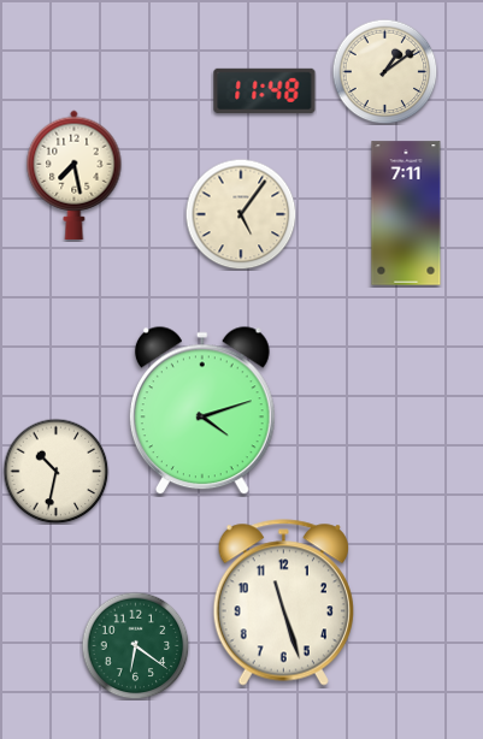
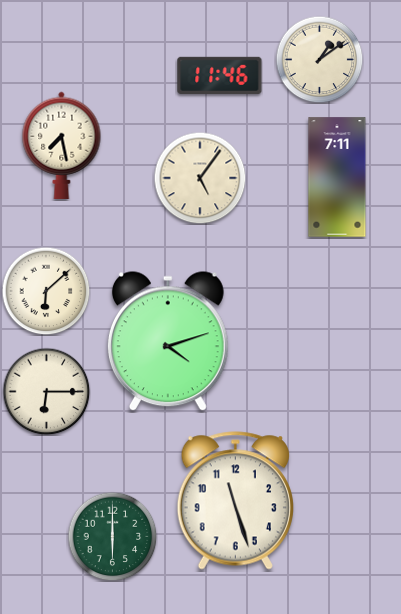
clock at (265, 90): 11:48 -> 11:46
clock at (46, 291): none -> 6:08
clock at (55, 471): 10:32 -> 6:15
clock at (135, 645): 6:21 -> 6:00
